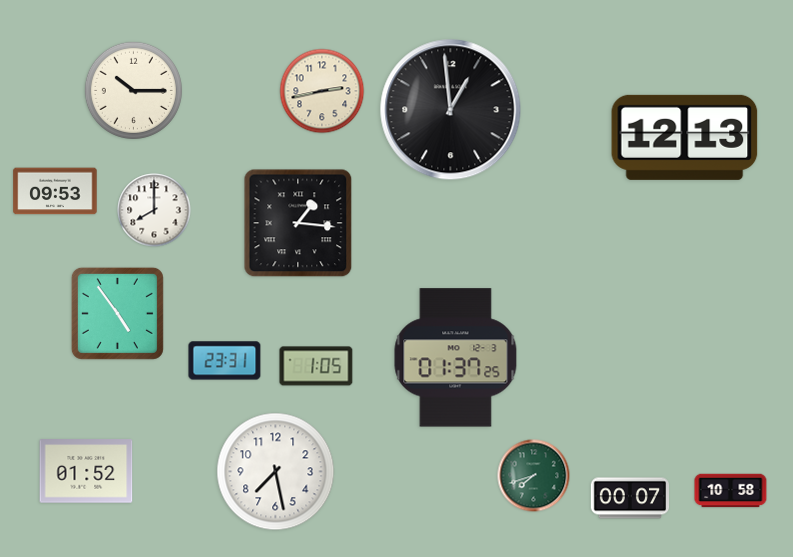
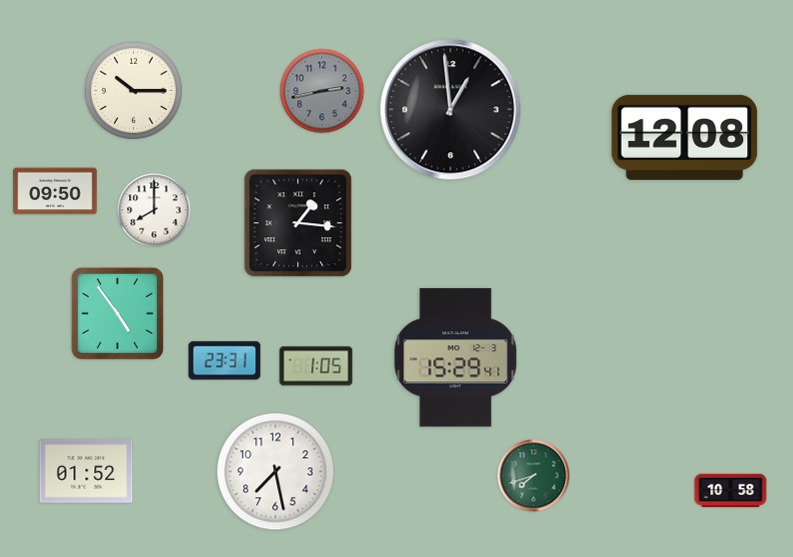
clock at (322, 91) dial: cream -> grey
clock at (685, 137): 12:13 -> 12:08
clock at (55, 191): 09:53 -> 09:50
clock at (456, 358): 01:37 -> 15:29
clock at (629, 498): 00:07 -> none
